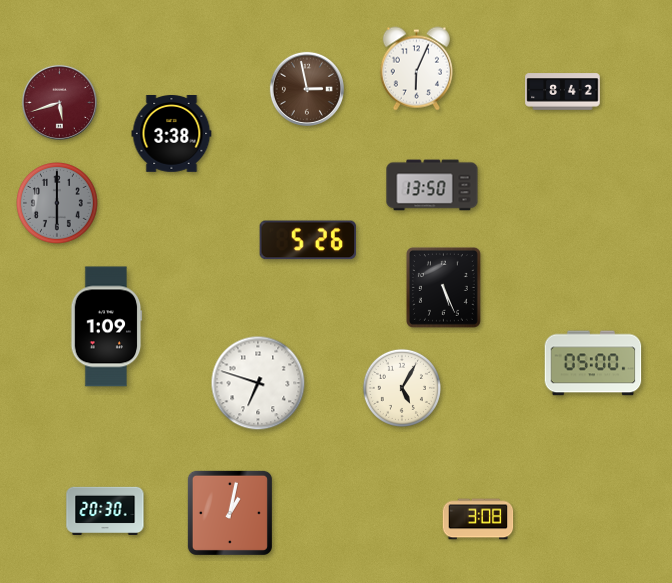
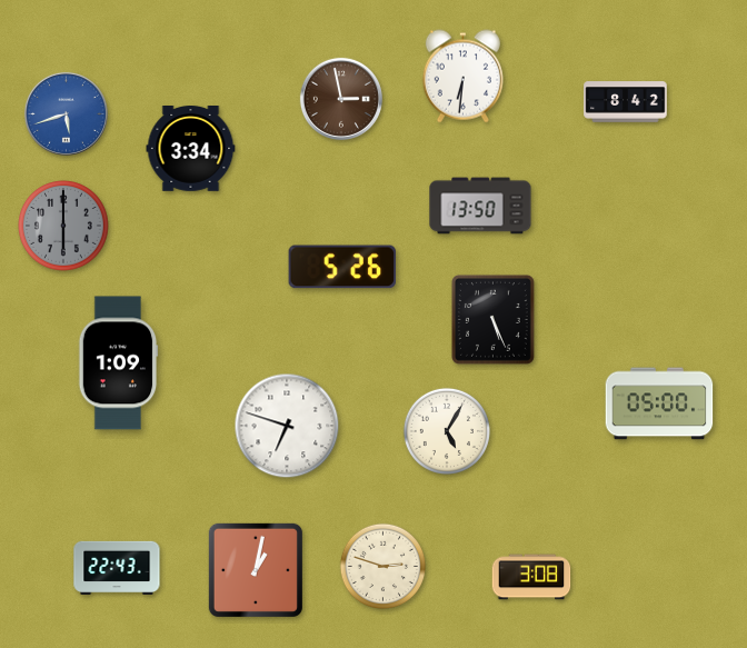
clock at (416, 69): 6:04 -> 6:31
clock at (59, 102) dial: burgundy -> blue
clock at (172, 134): 3:38 -> 3:34
clock at (382, 566): none -> 2:48
clock at (105, 510): 20:30 -> 22:43
